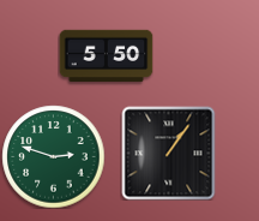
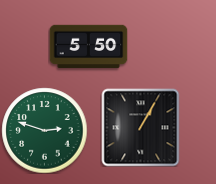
clock at (168, 153): 1:06 -> 1:05
